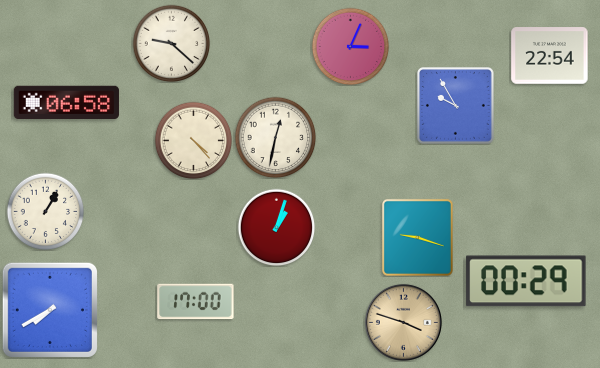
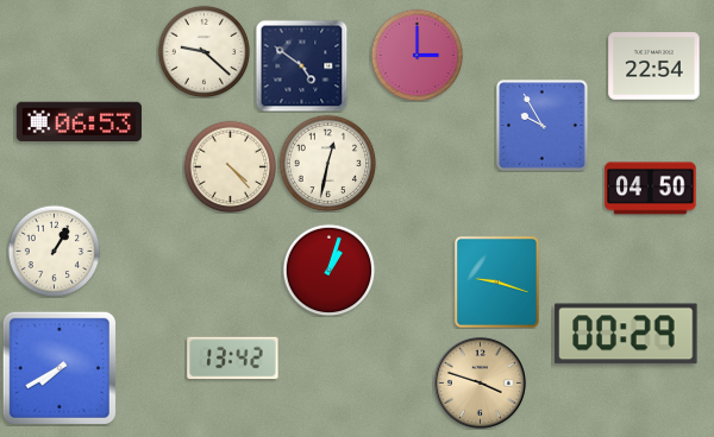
clock at (350, 46): 3:04 -> 3:00
clock at (301, 65): none -> 4:51
clock at (66, 102): 06:58 -> 06:53
clock at (651, 189): none -> 04:50
clock at (196, 302): 17:00 -> 13:42
